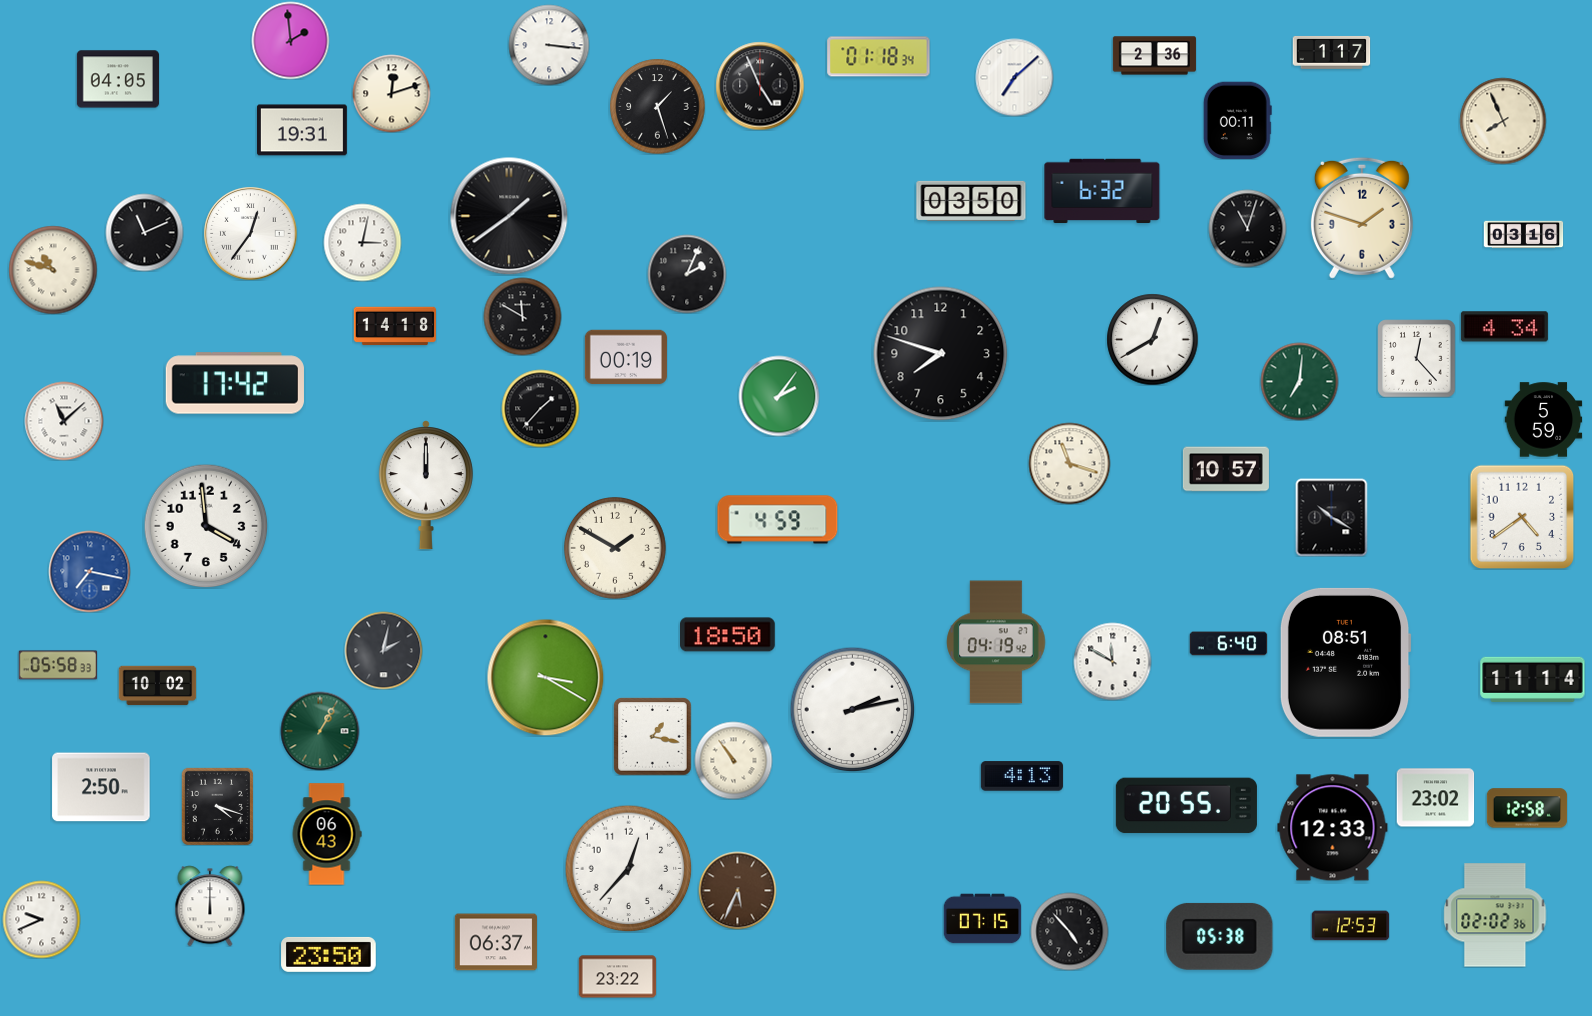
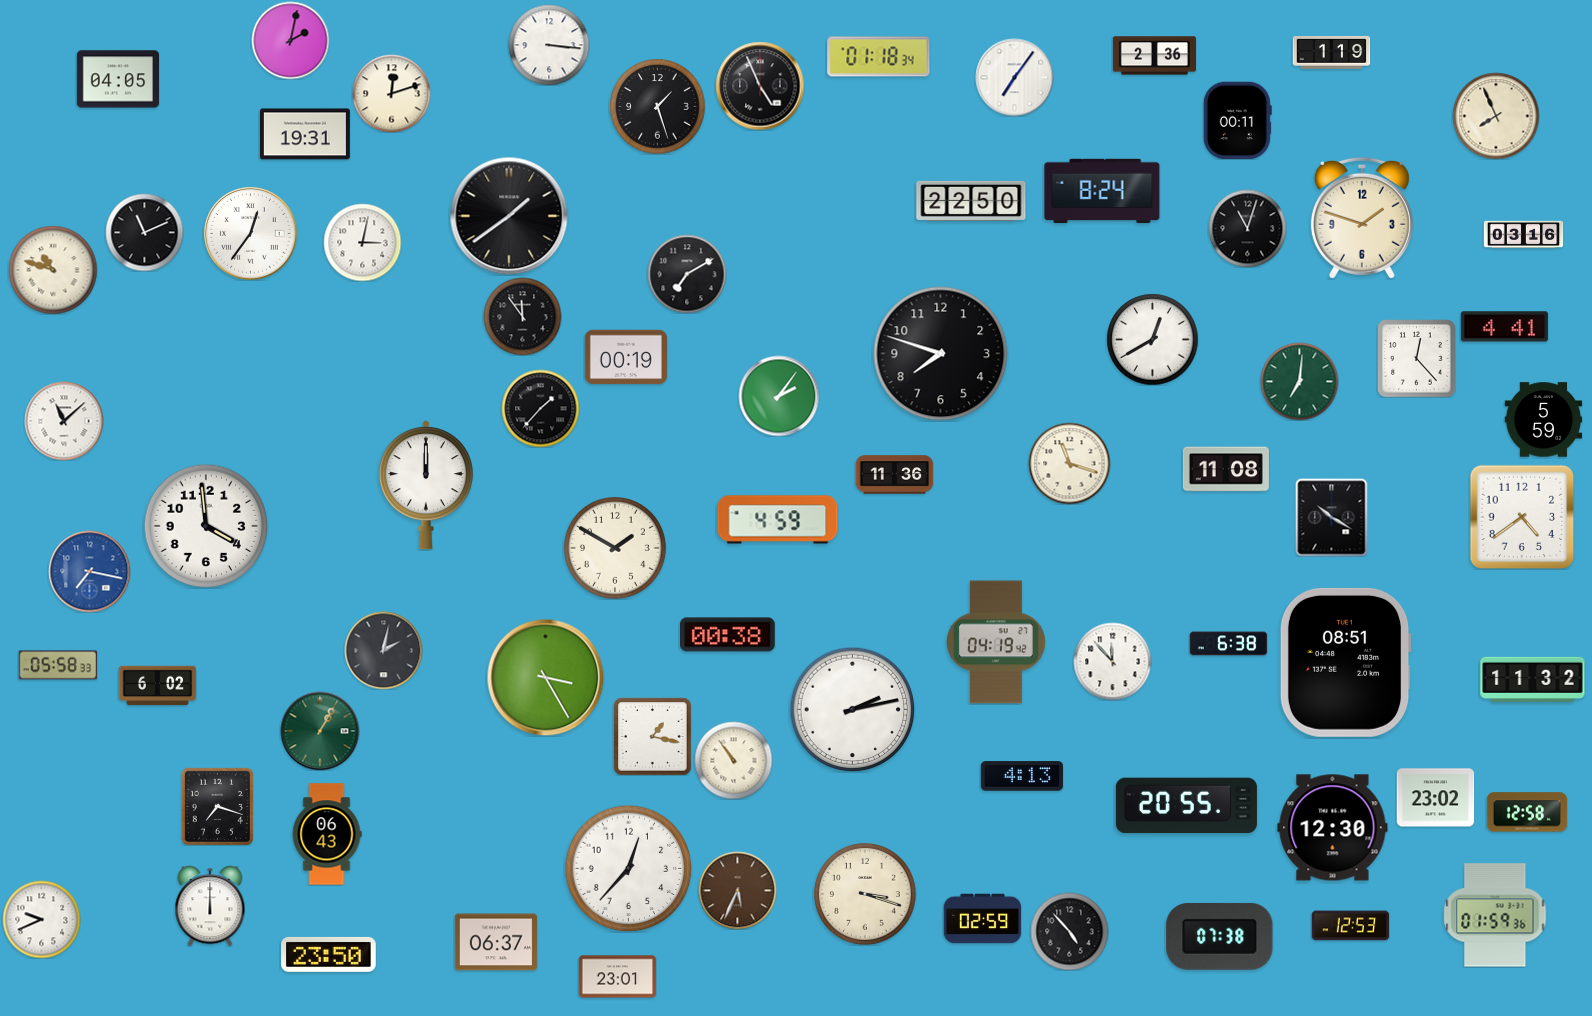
clock at (290, 40): 1:59 -> 2:02
clock at (1331, 52): 1:17 -> 1:19
clock at (1014, 77): 7:08 -> 7:06
clock at (1503, 121) position: (1503, 121) -> (1496, 116)
clock at (302, 130) position: (302, 130) -> (305, 134)
clock at (1102, 191): 6:32 -> 8:24
clock at (971, 201): 03:50 -> 22:50
clock at (687, 274): 2:04 -> 7:10
clock at (522, 316): 11:50 -> 11:54
clock at (395, 326): 14:18 -> none
clock at (1504, 327): 4:34 -> 4:41
clock at (235, 383): 17:42 -> none
clock at (1226, 469): 10:57 -> 11:08
clock at (894, 475): none -> 11:36
clock at (728, 635): 18:50 -> 00:38
clock at (1228, 644): 6:40 -> 6:38
clock at (1112, 661): 11:50 -> 11:53
clock at (545, 677): 3:20 -> 3:25
clock at (1533, 679): 11:14 -> 11:32
clock at (157, 686): 10:02 -> 6:02
clock at (101, 787): 2:50 -> none
clock at (217, 806): 4:18 -> 7:18
clock at (1527, 808) position: (1527, 808) -> (1527, 812)
clock at (1333, 828): 12:33 -> 12:30
clock at (866, 895): none -> 3:18
clock at (1495, 915): 02:02 -> 01:59
clock at (982, 919): 07:15 -> 02:59
clock at (1220, 936): 05:38 -> 07:38
clock at (617, 977): 23:22 -> 23:01
